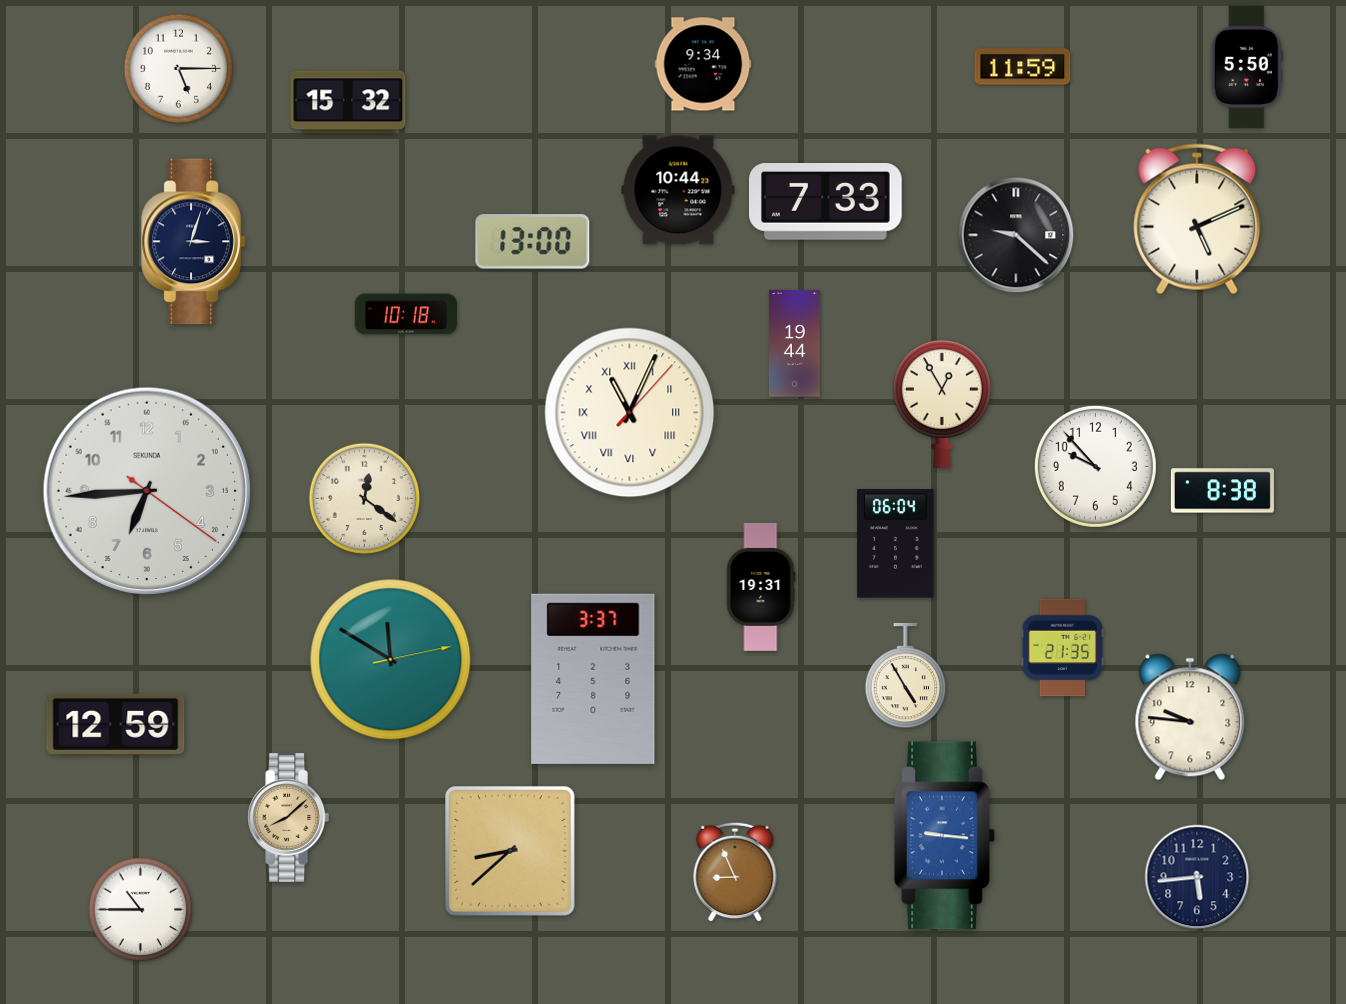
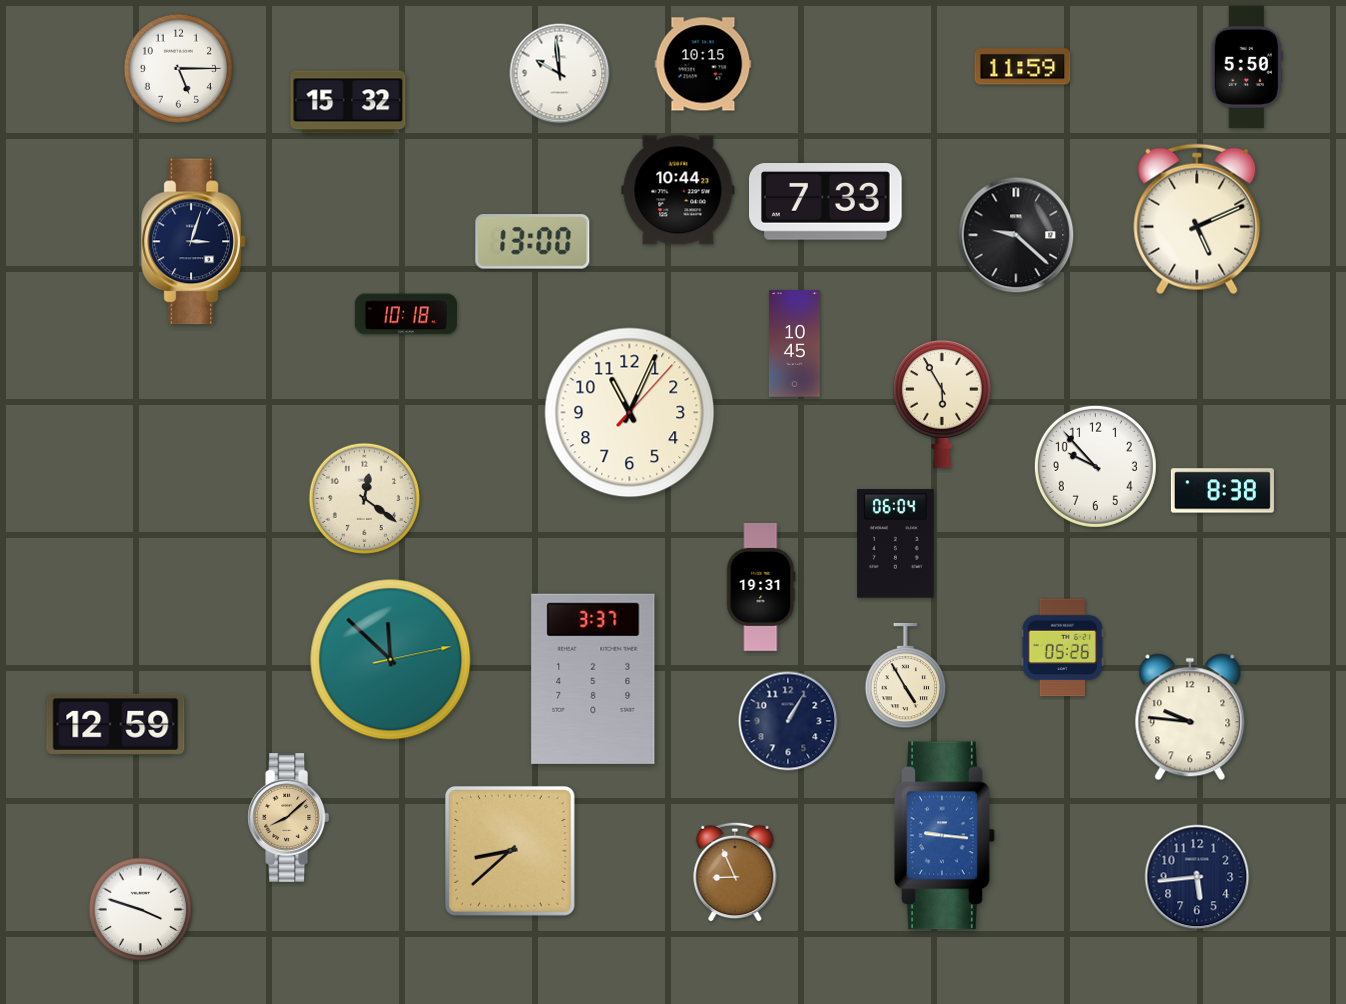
clock at (703, 64): 9:34 -> 10:15
clock at (560, 74): none -> 9:59
clock at (794, 344): 19:44 -> 10:45
clock at (942, 404): 12:55 -> 5:55
clock at (630, 413) numerals: Roman -> Arabic
clock at (146, 490): 6:44 -> none
clock at (1062, 648): 21:35 -> 05:26
clock at (391, 660): 11:50 -> 11:52
clock at (788, 721): none -> 1:05
clock at (141, 910): 10:45 -> 3:48
